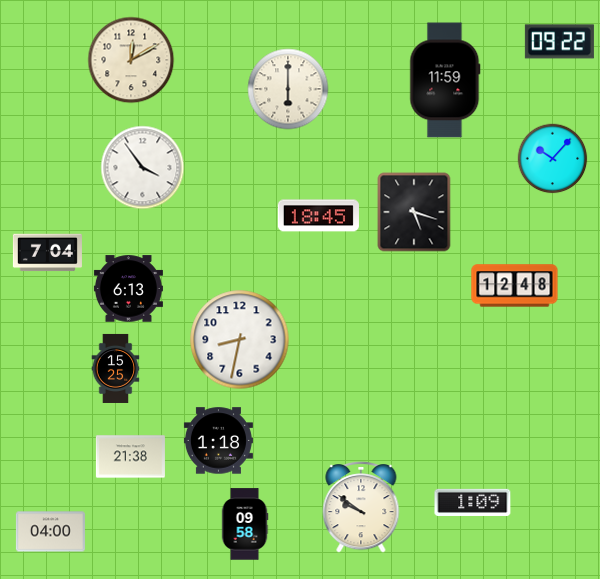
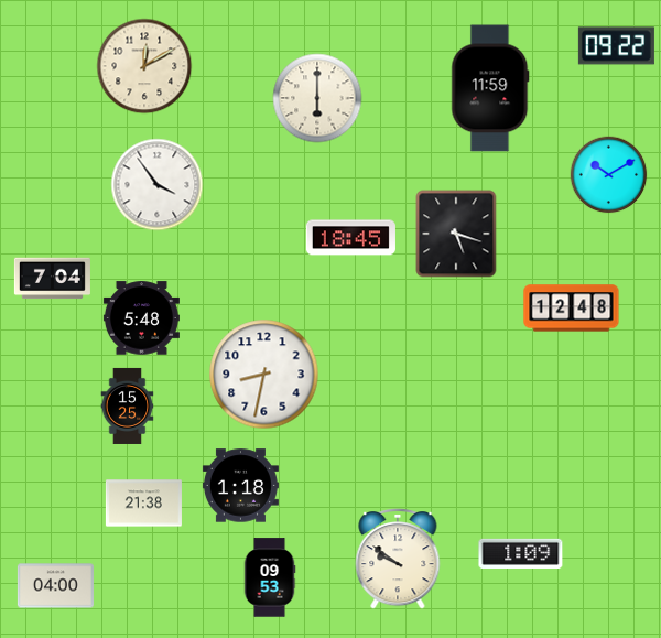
clock at (553, 159): 10:07 -> 10:10
clock at (515, 286) position: (515, 286) -> (572, 309)
clock at (128, 289): 6:13 -> 5:48
clock at (245, 524): 09:58 -> 09:53
